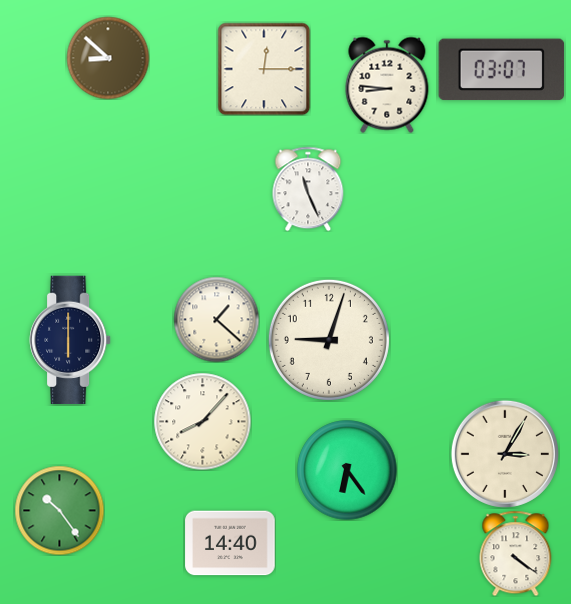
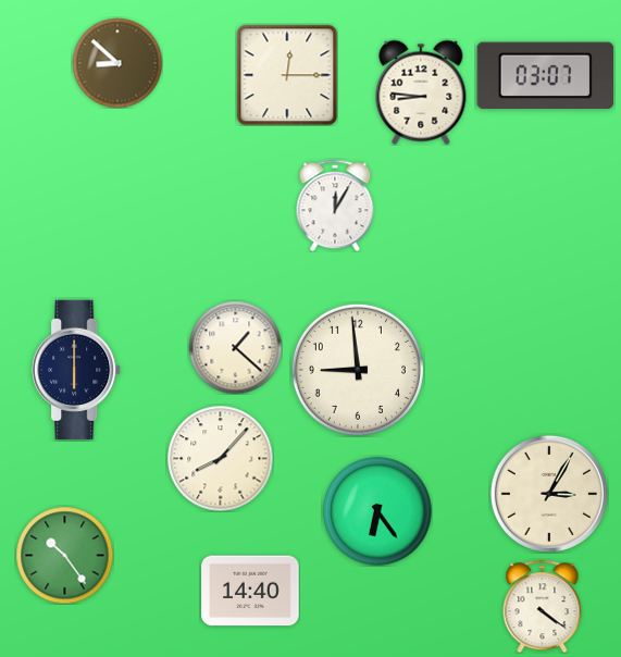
clock at (308, 189): 11:26 -> 12:05
clock at (329, 340): 9:03 -> 8:59
clock at (516, 553) position: (516, 553) -> (543, 606)
